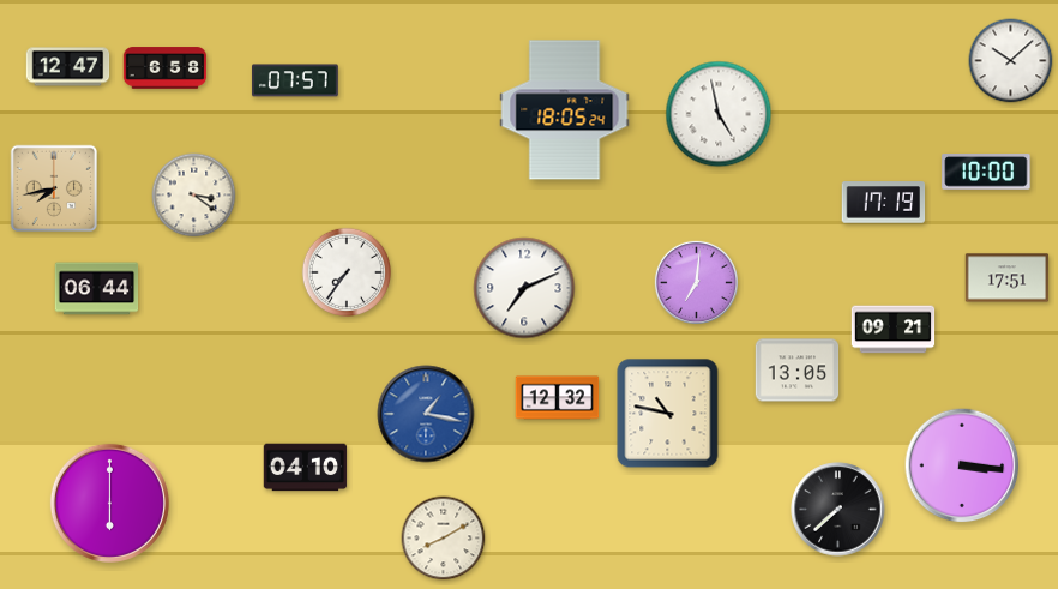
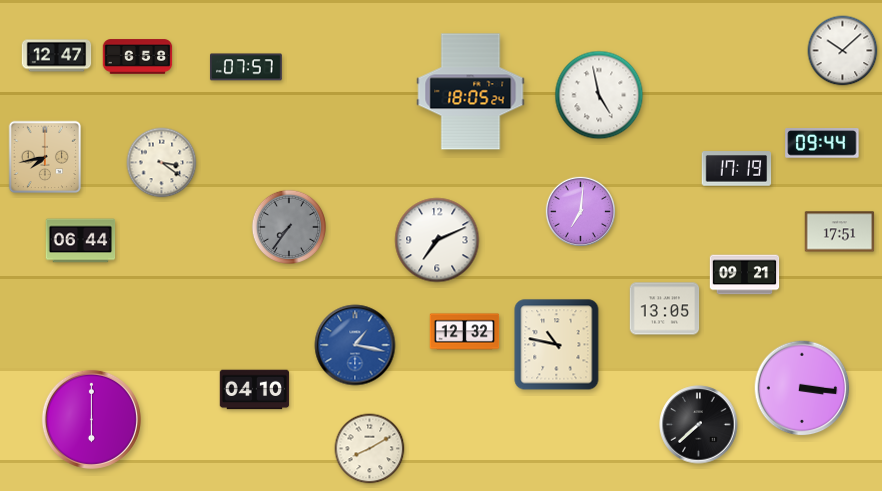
clock at (986, 172): 10:00 -> 09:44
clock at (345, 271) dial: white -> grey
clock at (696, 282) position: (696, 282) -> (580, 211)
